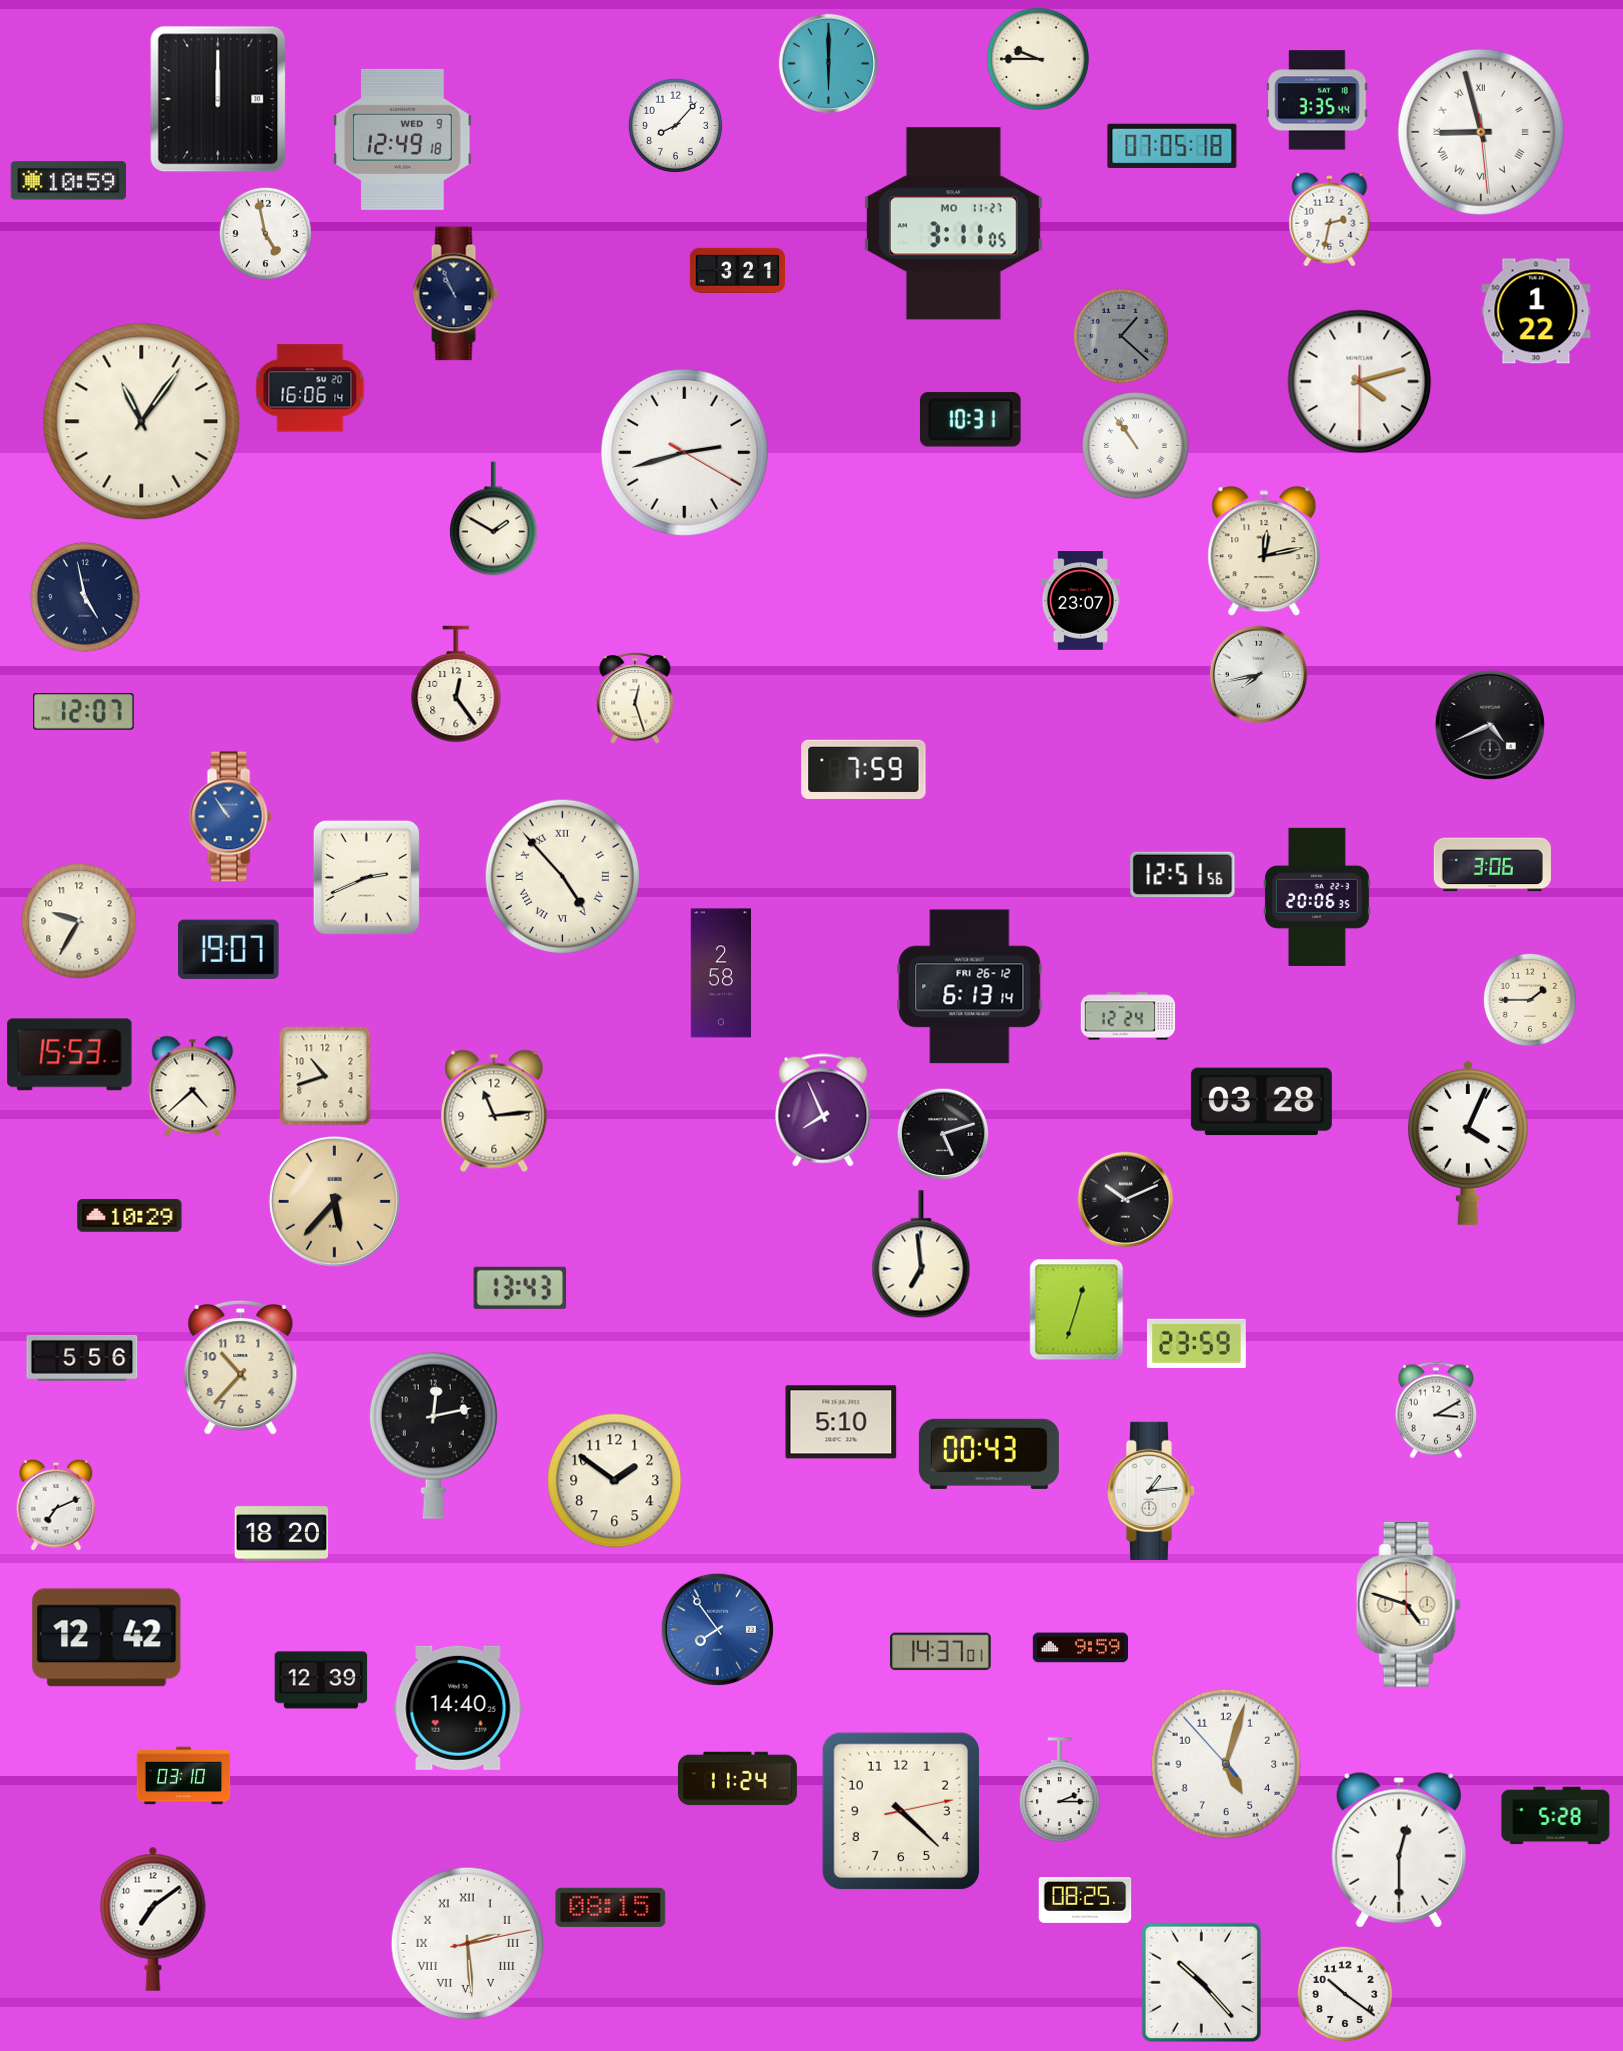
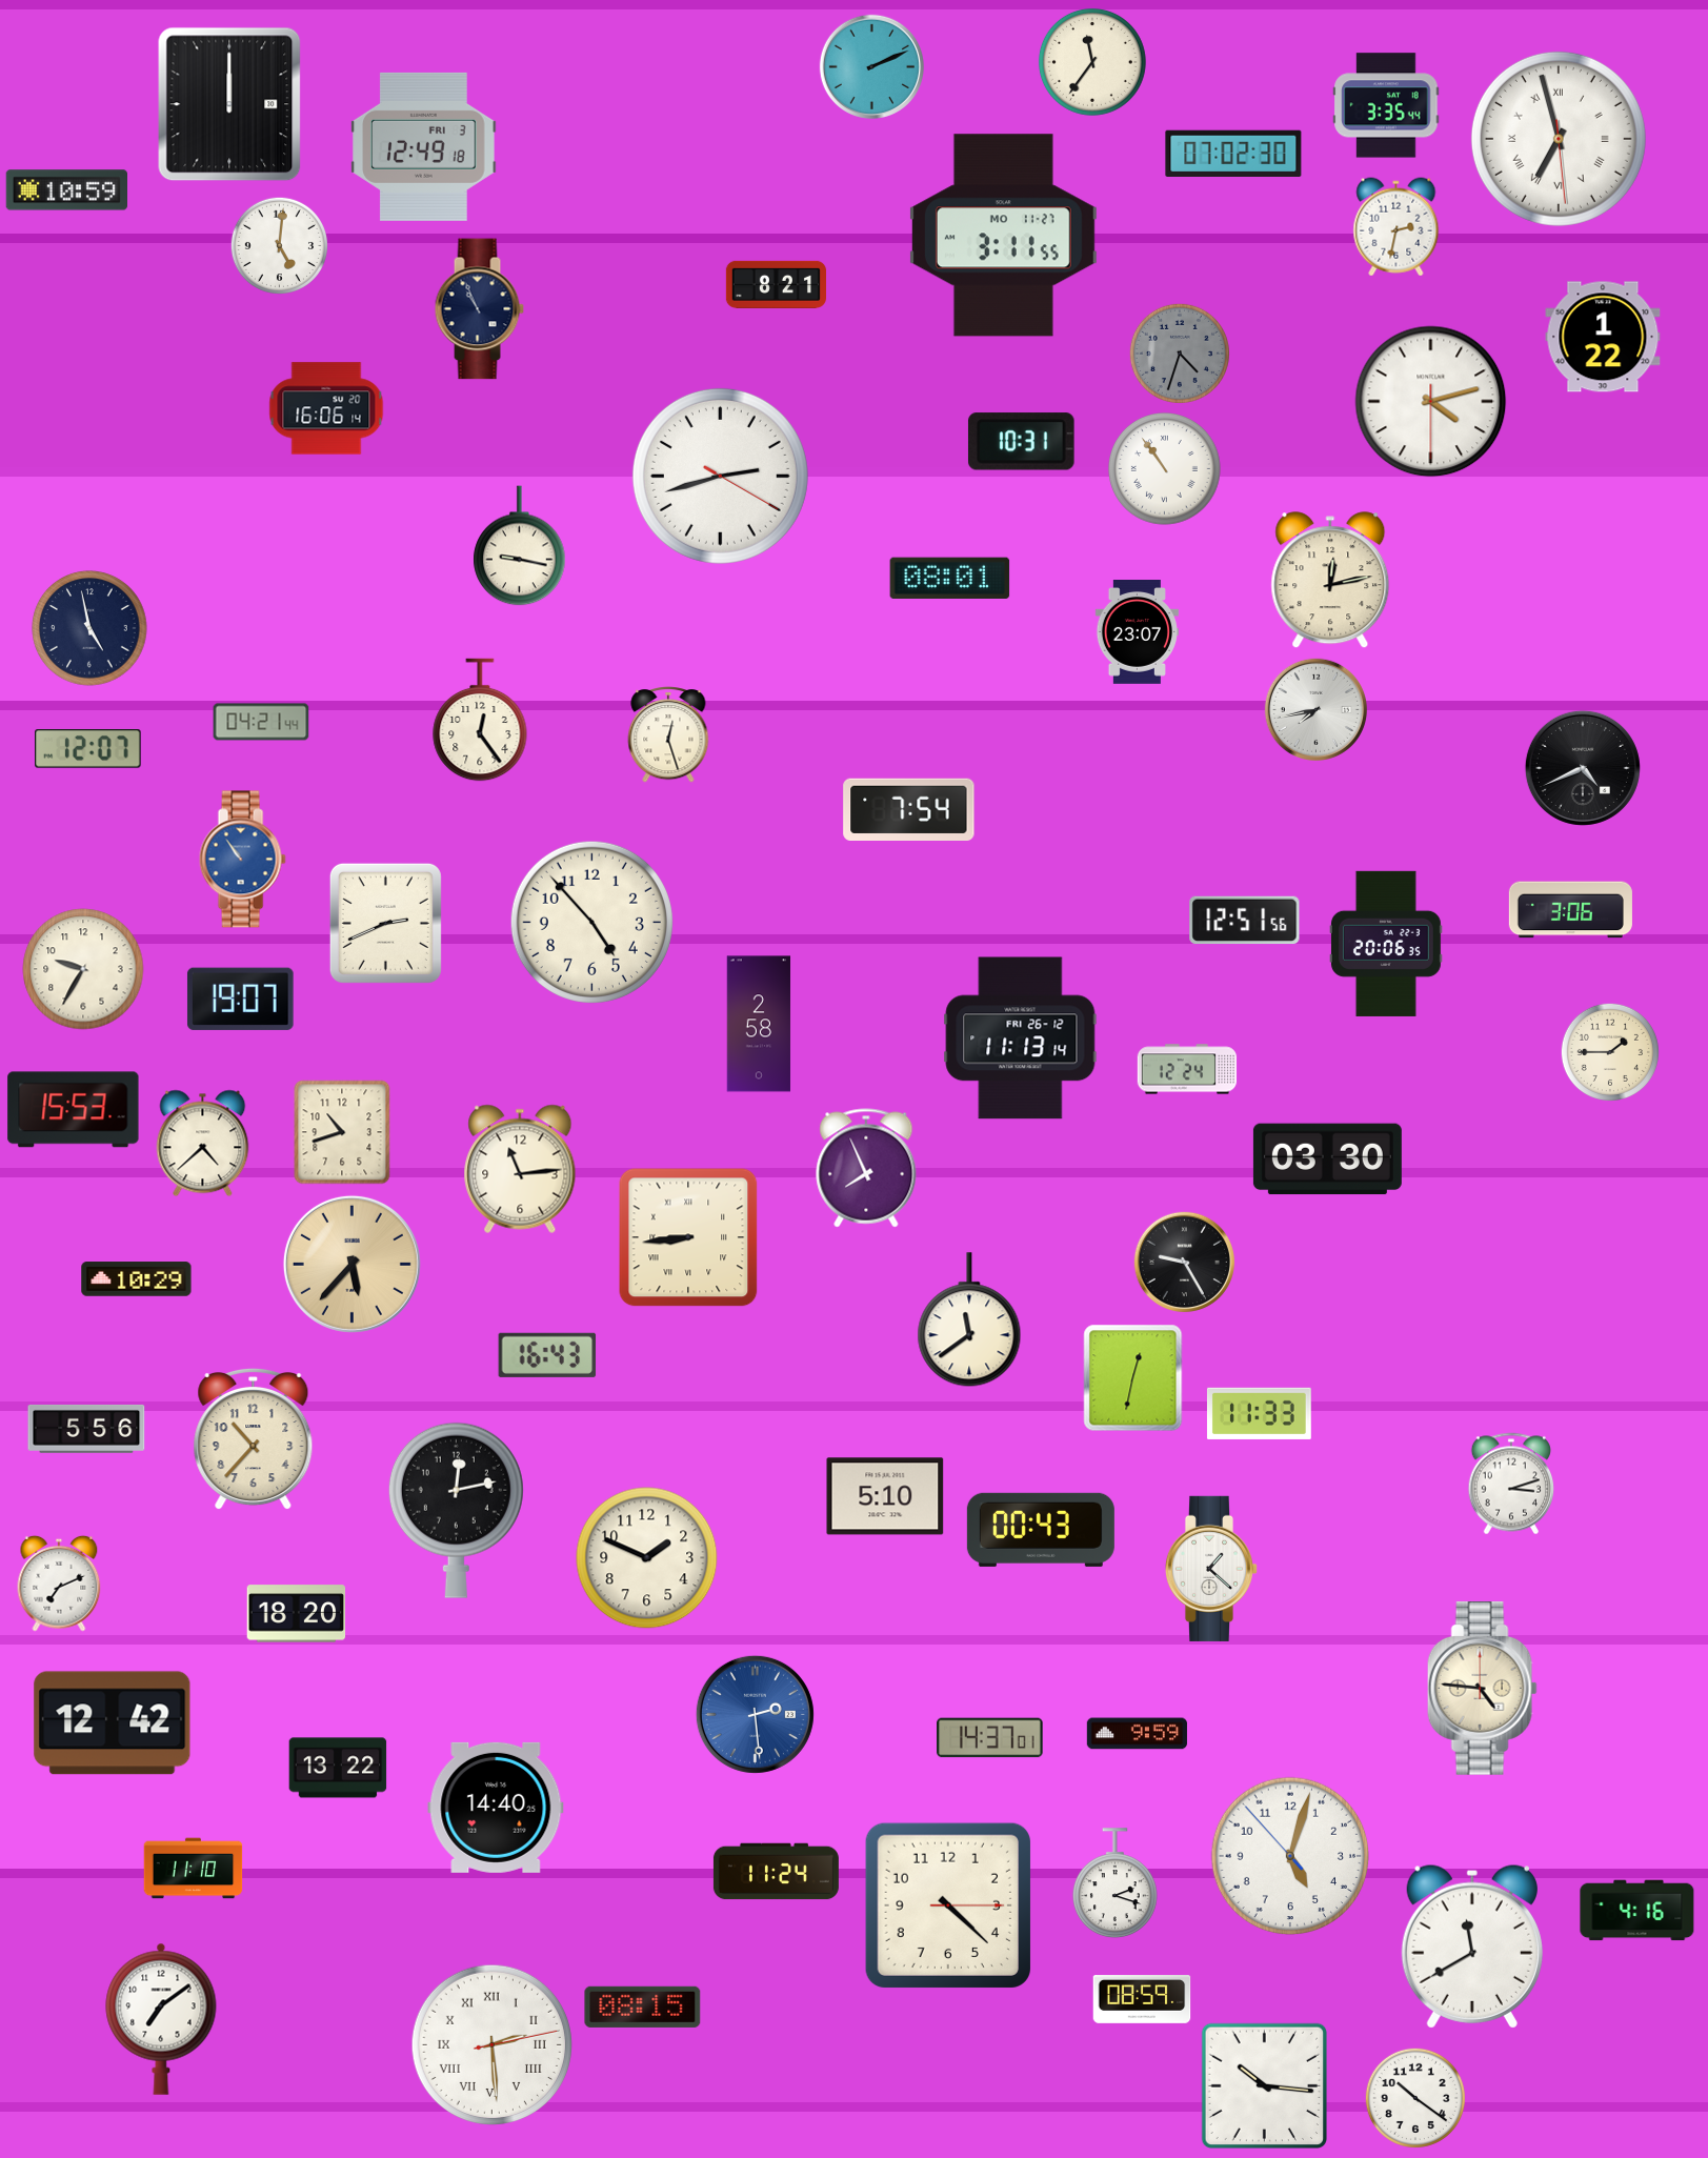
clock at (1038, 59): 9:45 -> 11:36
clock at (828, 63): 6:00 -> 2:11
clock at (675, 125): 8:07 -> none
clock at (1481, 132): 8:57 -> 6:57
clock at (403, 139) date: WED 9 -> FRI 3
clock at (1172, 146): 07:05 -> 07:02
clock at (68, 181) position: (68, 181) -> (66, 190)
clock at (1330, 220) position: (1330, 220) -> (1396, 227)
clock at (953, 224): 3:11:05 -> 3:11:55
clock at (265, 233): 4:58 -> 5:01
clock at (737, 270): 3:21 -> 8:21
clock at (1536, 311) position: (1536, 311) -> (1603, 337)
clock at (1121, 336): 1:22 -> 4:33
clock at (142, 422): 11:06 -> none
clock at (1136, 446) position: (1136, 446) -> (1165, 469)
clock at (494, 519): 1:50 -> 9:17
clock at (950, 579): none -> 08:01
clock at (1258, 674) position: (1258, 674) -> (1315, 709)
clock at (261, 722): none -> 04:21
clock at (1490, 725) position: (1490, 725) -> (1583, 768)
clock at (864, 769): 7:59 -> 7:54
clock at (562, 876) numerals: Roman -> Arabic
clock at (970, 987): 6:13 -> 11:13
clock at (1261, 1102): 03:28 -> 03:30
clock at (943, 1134): 5:12 -> none
clock at (1468, 1143): 4:04 -> none
clock at (688, 1237): none -> 8:44
clock at (1125, 1199): 10:11 -> 9:25
clock at (921, 1255): 6:59 -> 11:39
clock at (520, 1288): 13:43 -> 16:43
clock at (1077, 1310): 12:33 -> 12:32
clock at (1196, 1343): 23:59 -> 11:33
clock at (1435, 1410): 3:10 -> 3:12
clock at (615, 1481): 1:51 -> 1:49
clock at (1151, 1491): 1:14 -> 1:22
clock at (1408, 1605): 4:48 -> 4:46
clock at (717, 1629): 7:54 -> 2:29
clock at (321, 1680): 12:39 -> 13:22
clock at (458, 1708) position: (458, 1708) -> (496, 1808)
clock at (184, 1776): 03:10 -> 11:10
clock at (1059, 1790): 2:15 -> 2:18
clock at (901, 1811): 4:22:13 -> 4:22:15
clock at (1556, 1816): 5:28 -> 4:16
clock at (1399, 1850): 12:30 -> 11:40
clock at (1085, 1901): 08:25 -> 08:59
clock at (1201, 1982): 10:23 -> 10:16
